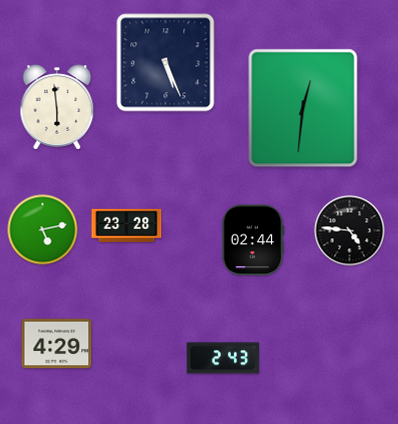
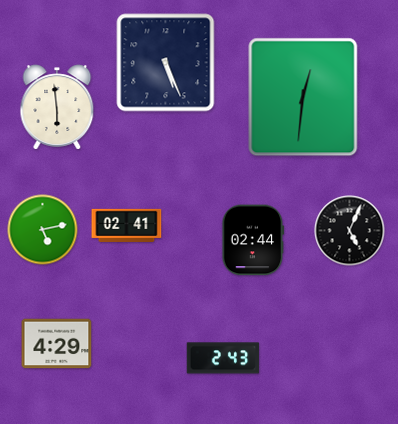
clock at (303, 108) position: (303, 108) -> (303, 97)
clock at (127, 225): 23:28 -> 02:41
clock at (350, 231): 4:46 -> 5:04
